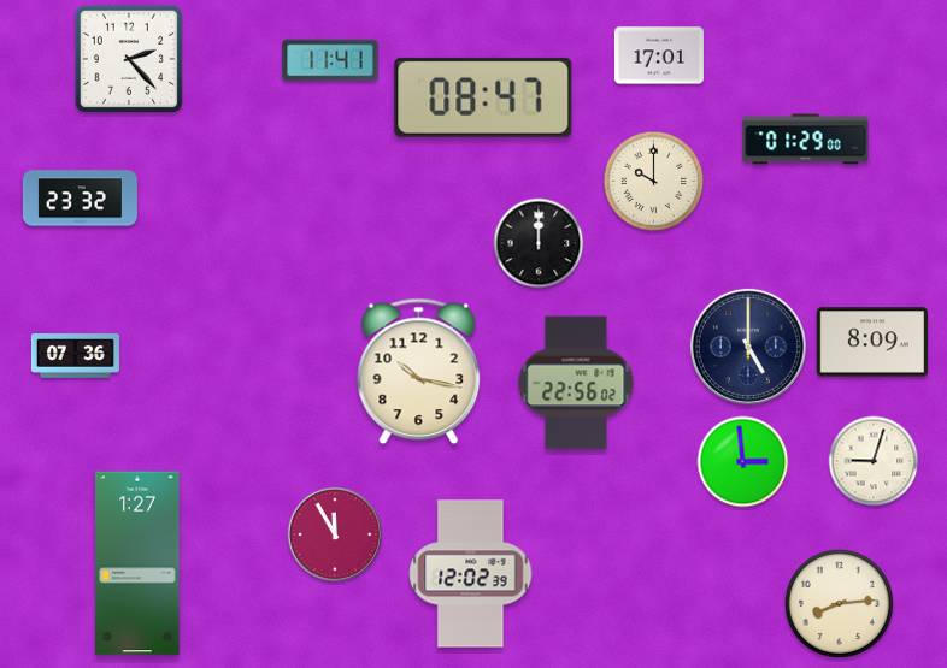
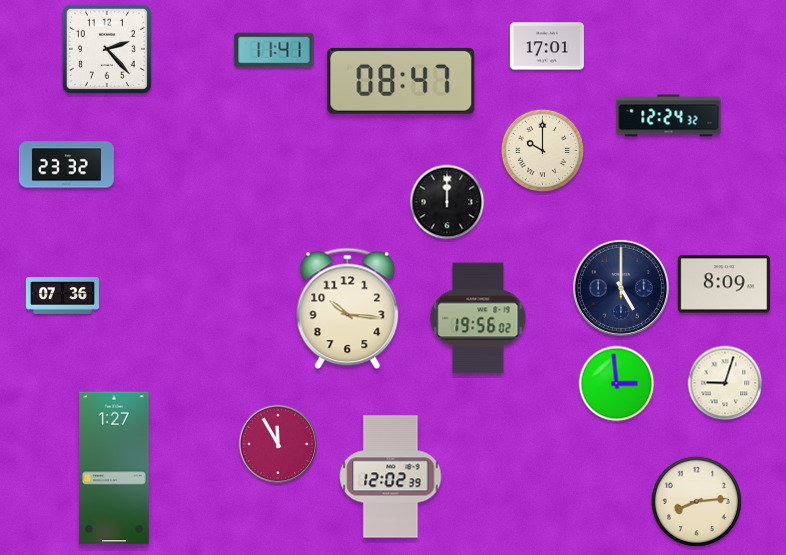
clock at (806, 140): 01:29 -> 12:24
clock at (419, 372): 10:17 -> 10:16
clock at (576, 383): 22:56 -> 19:56
